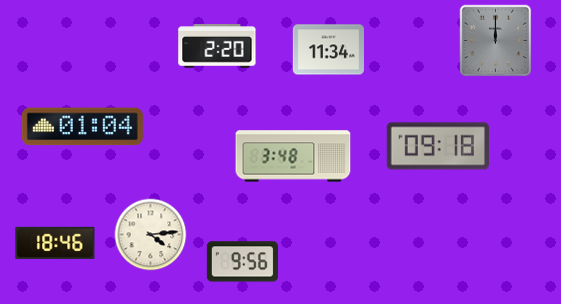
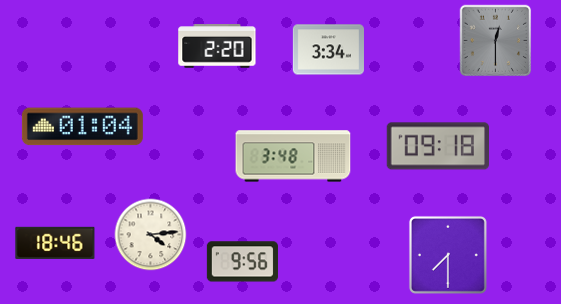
clock at (496, 41): 12:00 -> 12:30
clock at (328, 50): 11:34 -> 3:34
clock at (448, 255): none -> 7:30
